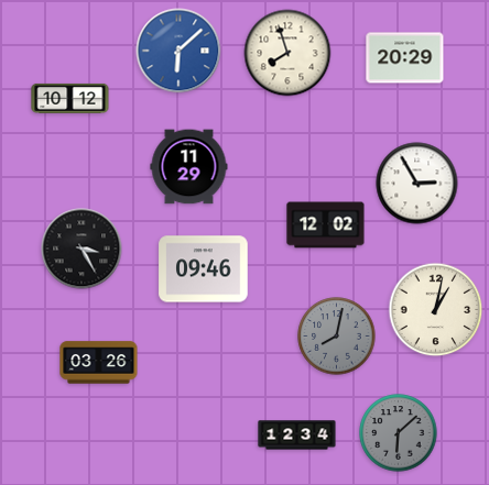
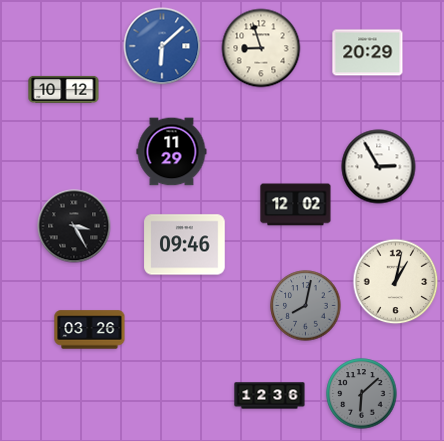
clock at (287, 53): 7:57 -> 8:57
clock at (297, 436): 12:34 -> 12:36
